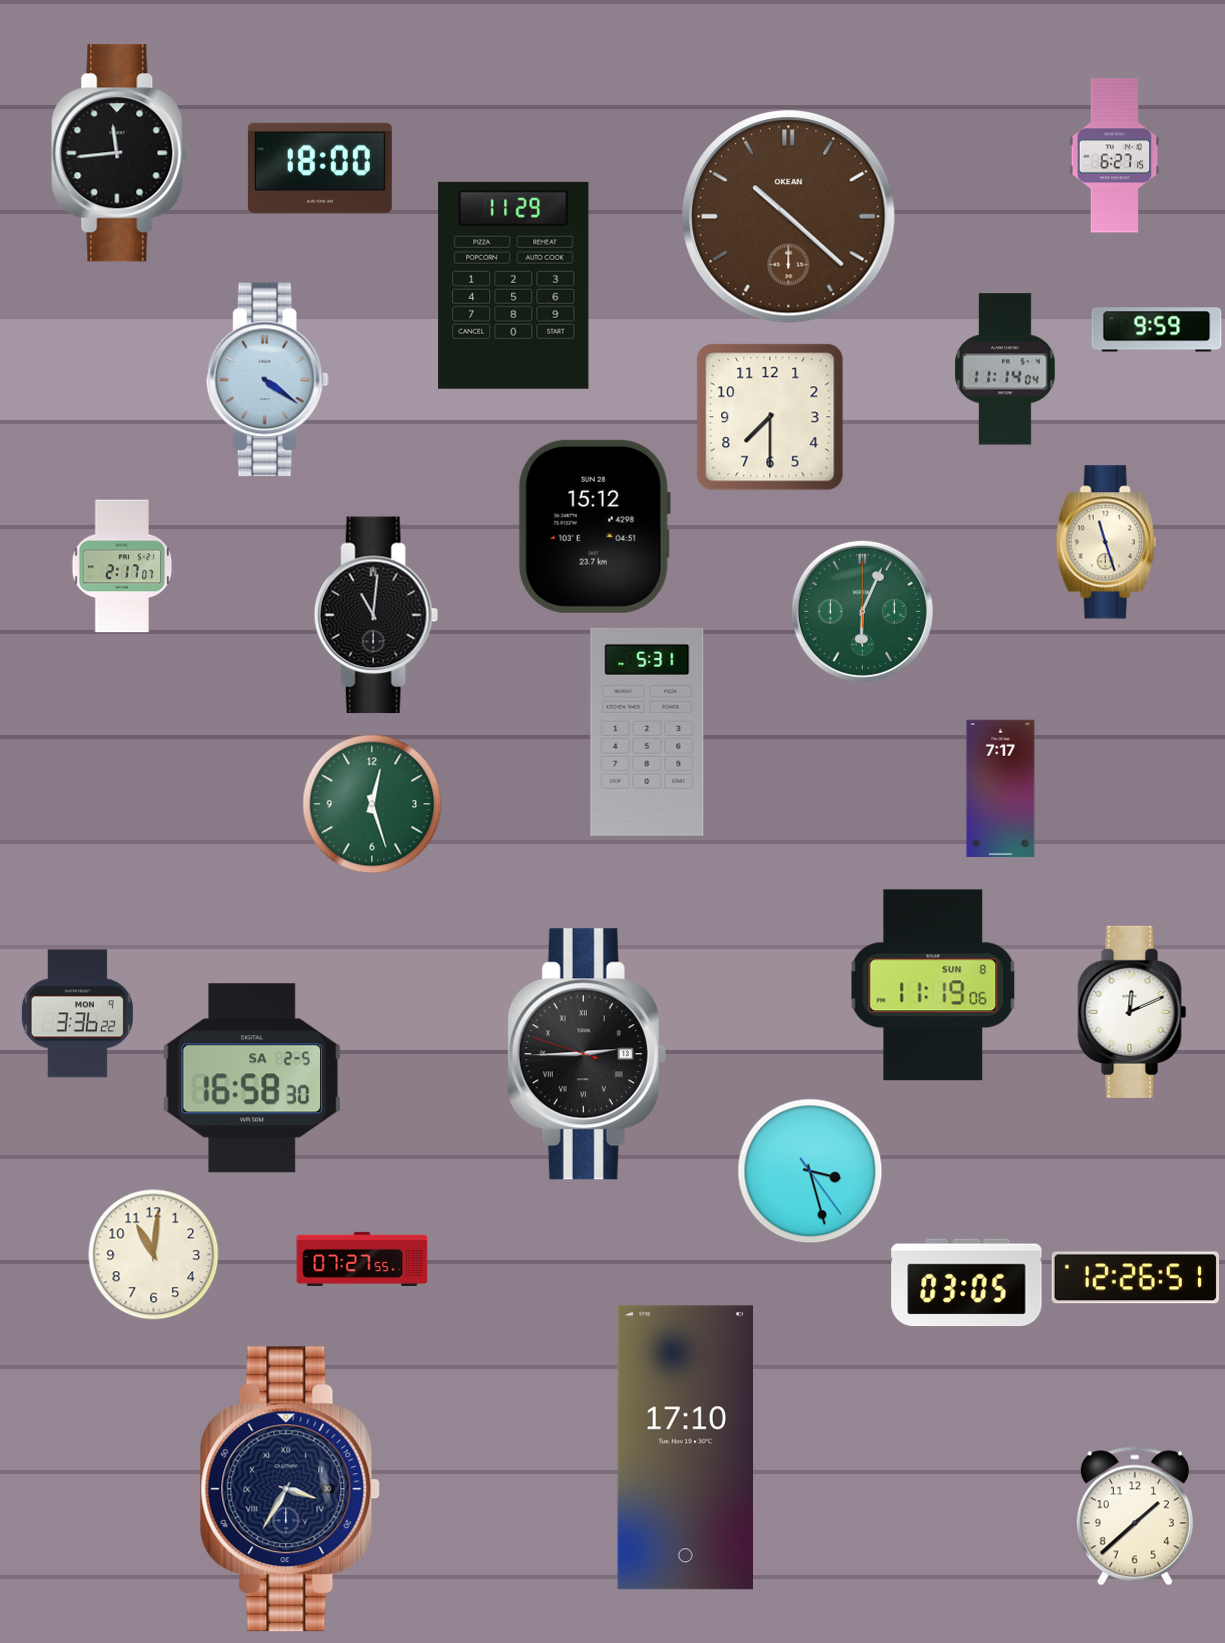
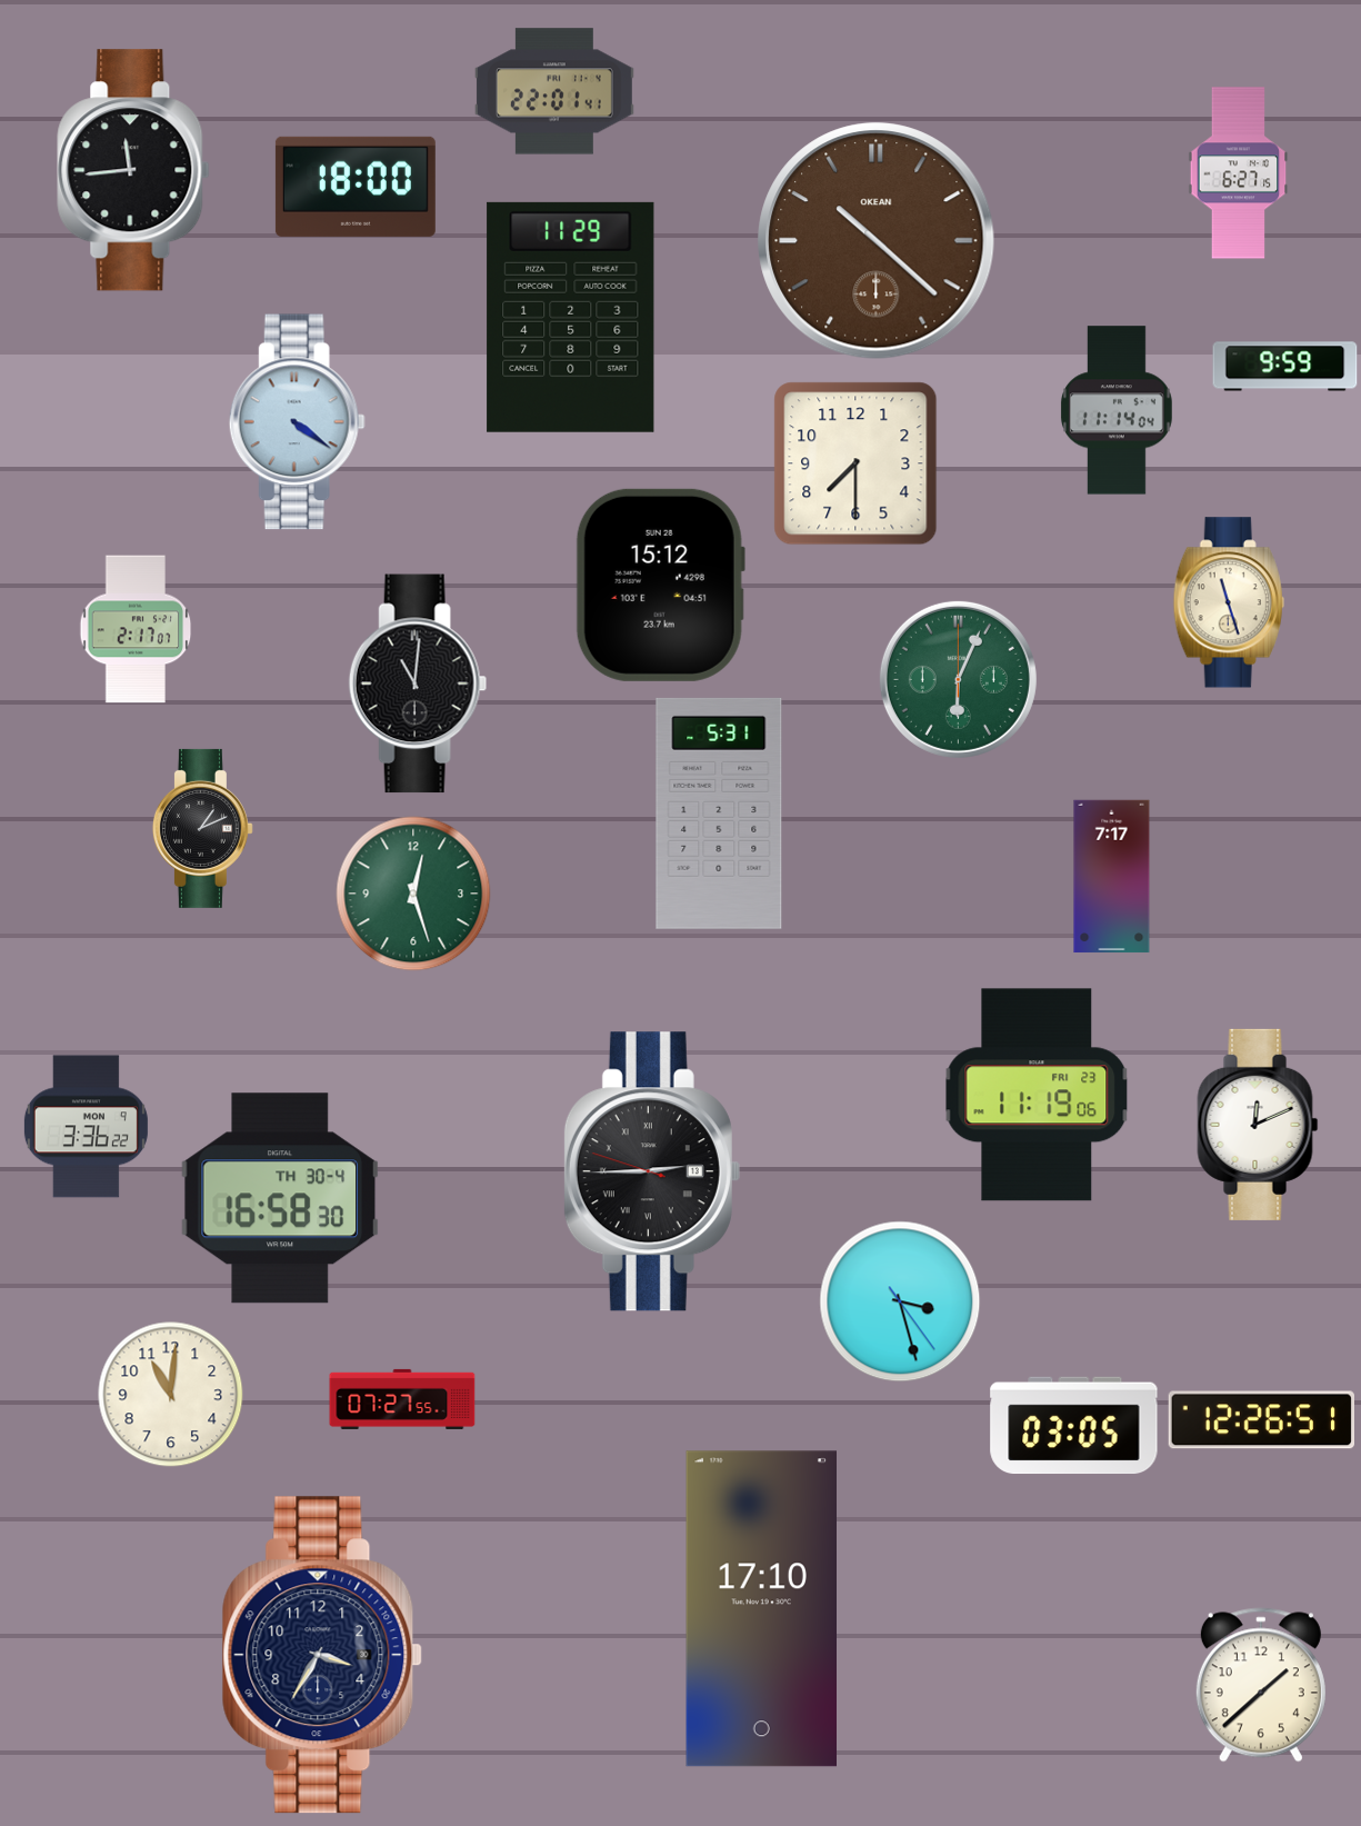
clock at (554, 91): none -> 22:01
clock at (202, 828): none -> 1:11
clock at (933, 985) date: SUN 8 -> FRI 23
clock at (251, 1078) date: SA 2-5 -> TH 30-4
clock at (290, 1489) numerals: Roman -> Arabic
